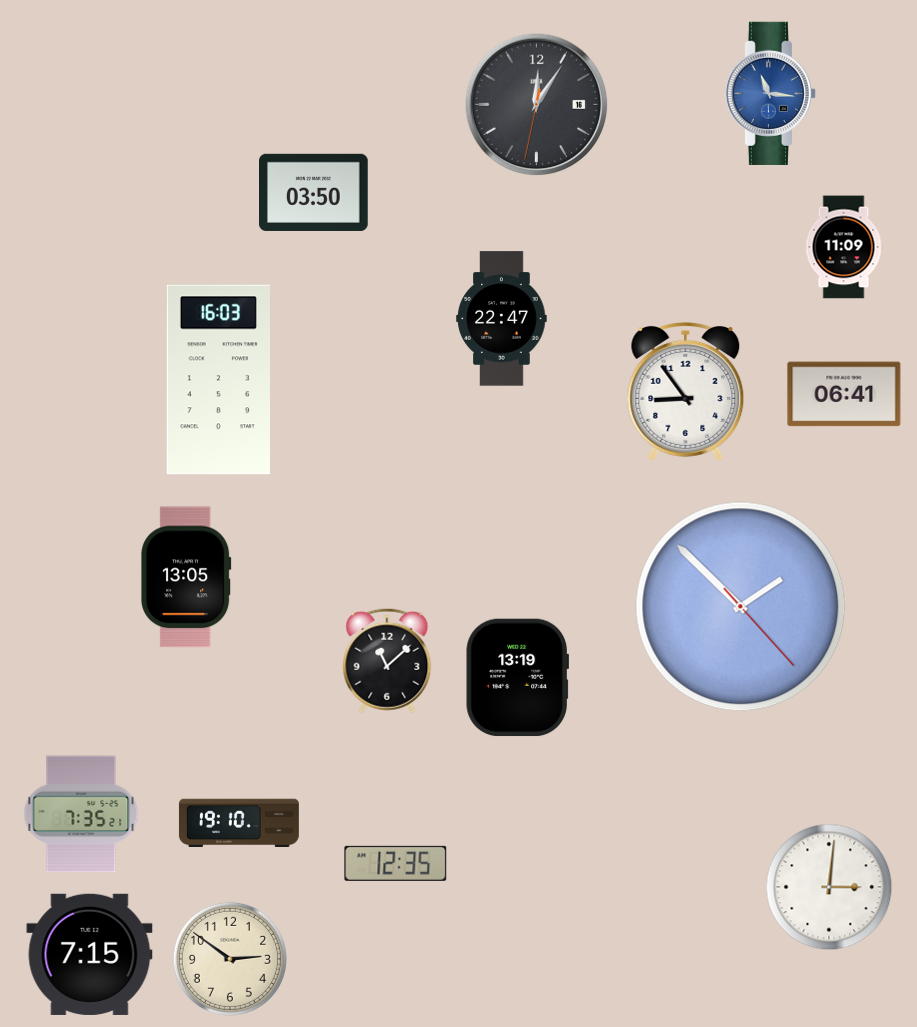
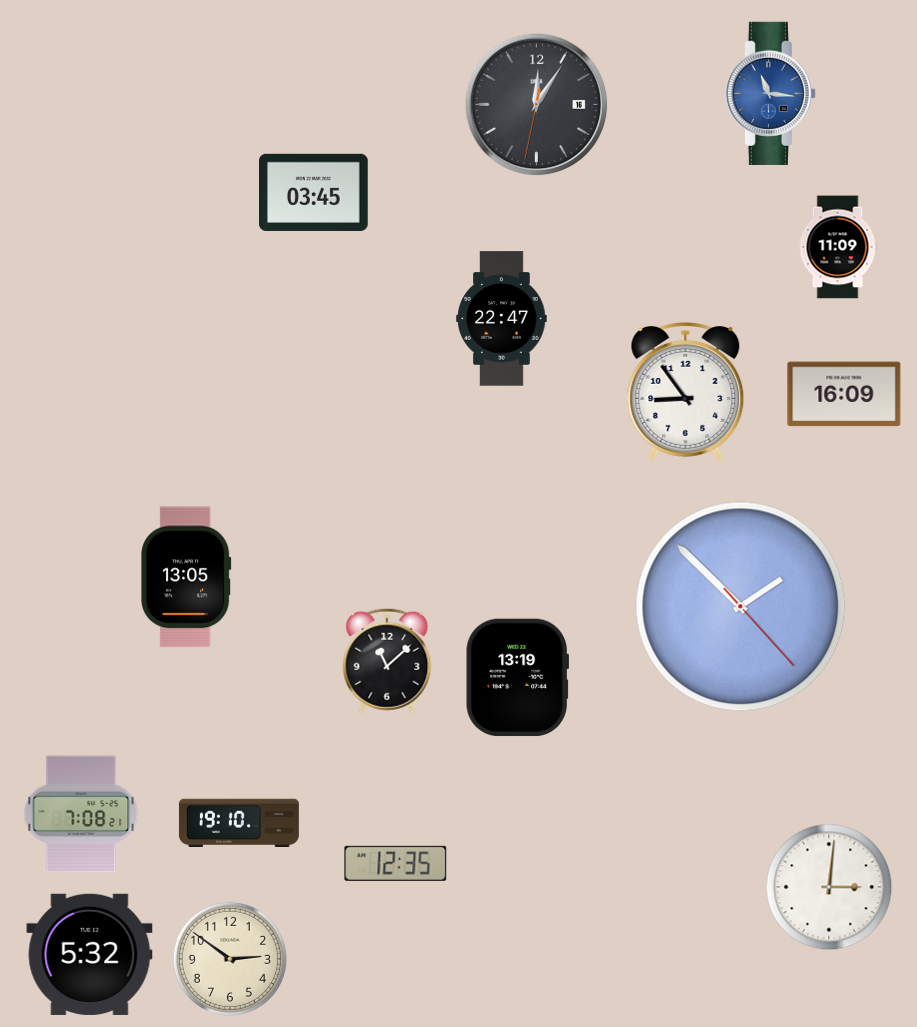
clock at (314, 192): 03:50 -> 03:45
clock at (844, 247) position: (844, 247) -> (838, 247)
clock at (218, 380): 16:03 -> none
clock at (844, 394): 06:41 -> 16:09
clock at (81, 814): 7:35 -> 7:08
clock at (90, 954): 7:15 -> 5:32
